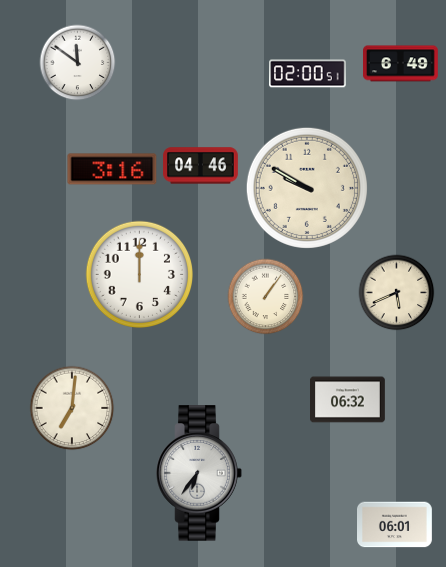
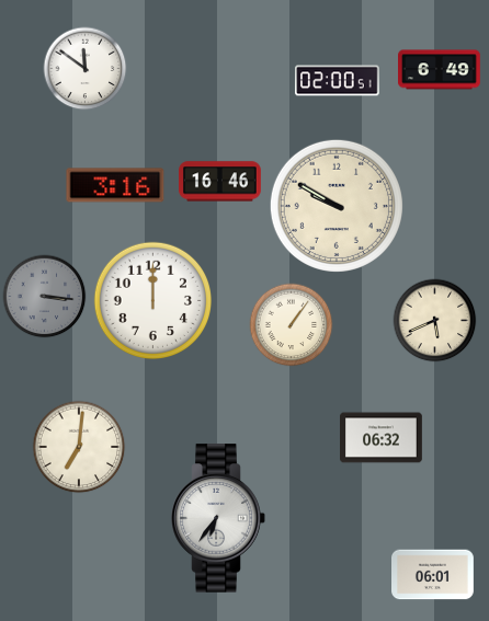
clock at (201, 166): 04:46 -> 16:46
clock at (112, 169) position: (112, 169) -> (115, 185)
clock at (45, 297): none -> 3:16
